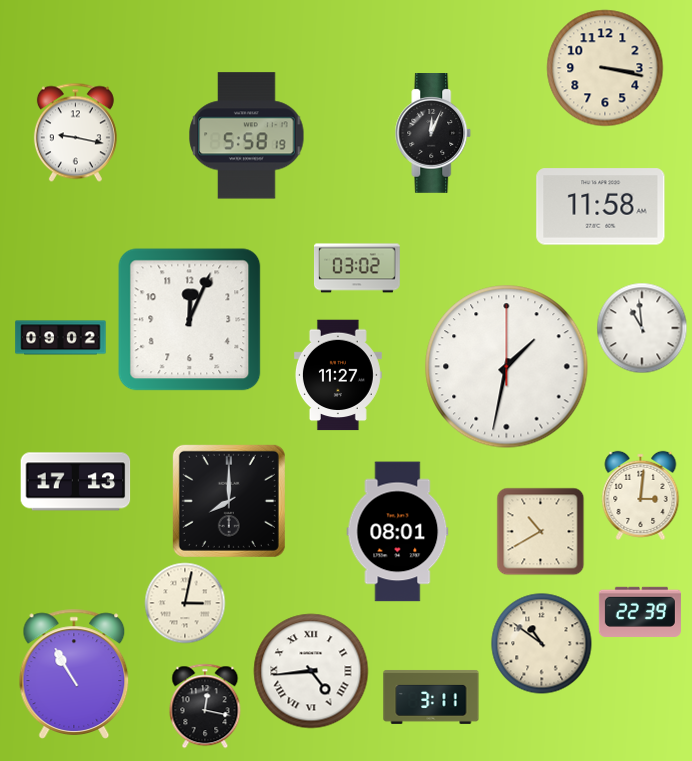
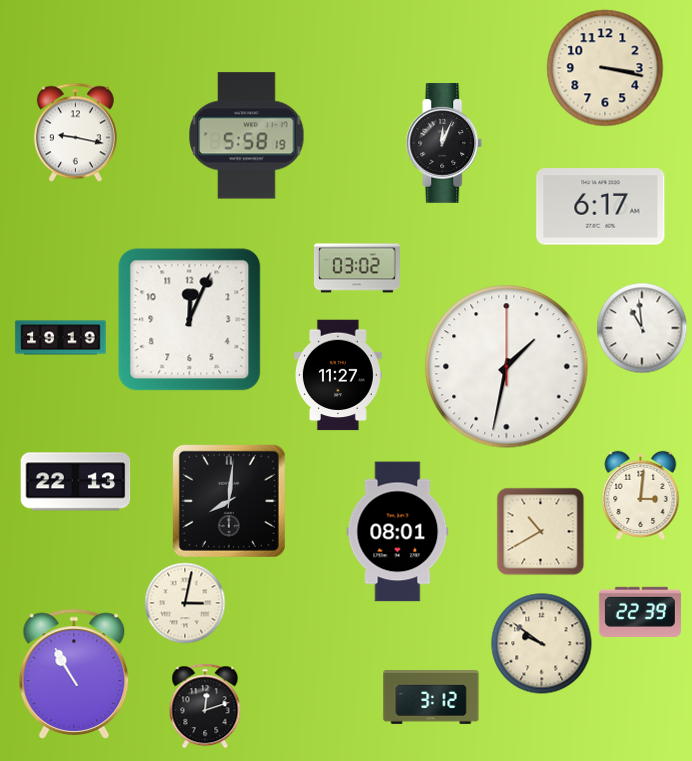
clock at (433, 134) position: (433, 134) -> (444, 144)
clock at (601, 207): 11:58 -> 6:17
clock at (61, 338): 09:02 -> 19:19
clock at (76, 482): 17:13 -> 22:13
clock at (229, 501): 8:00 -> 8:01
clock at (542, 644): 10:51 -> 9:51
clock at (311, 671): 4:44 -> none
clock at (431, 697): 3:11 -> 3:12
clock at (205, 706): 12:17 -> 12:12
